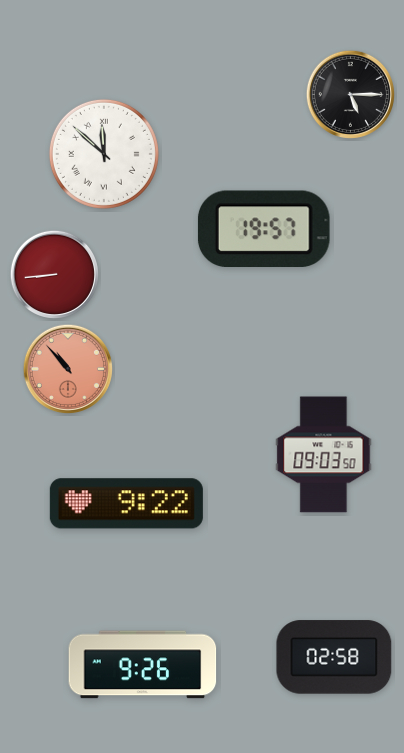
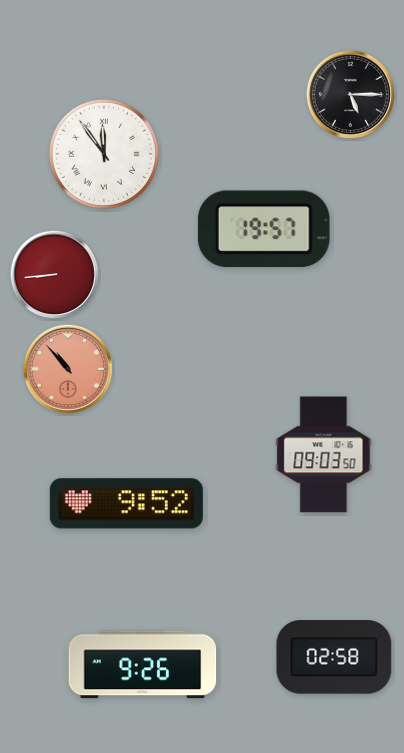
clock at (104, 154): 11:52 -> 11:54
clock at (126, 504): 9:22 -> 9:52
